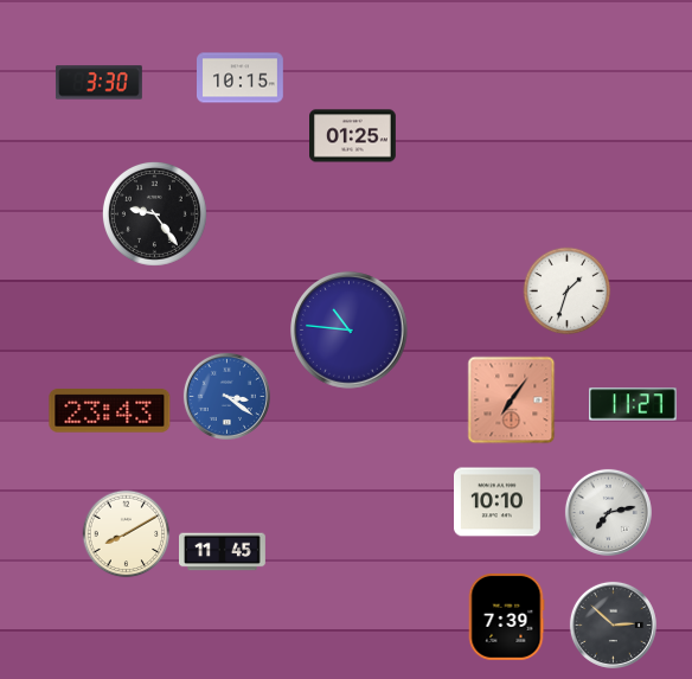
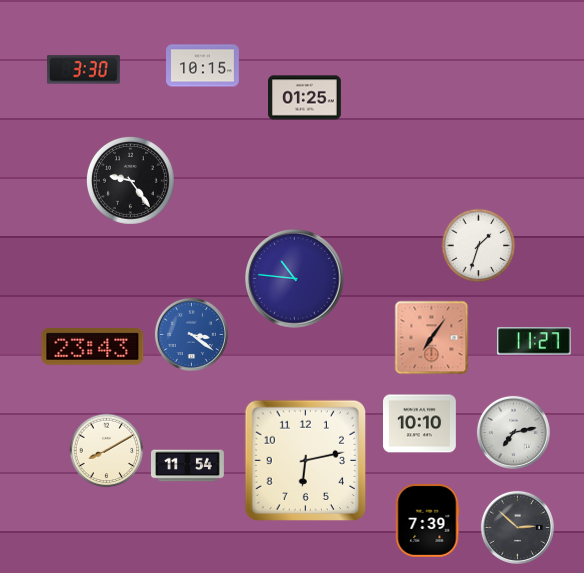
clock at (353, 136) position: (353, 136) -> (305, 98)
clock at (305, 460): none -> 6:13
clock at (223, 552): 11:45 -> 11:54
